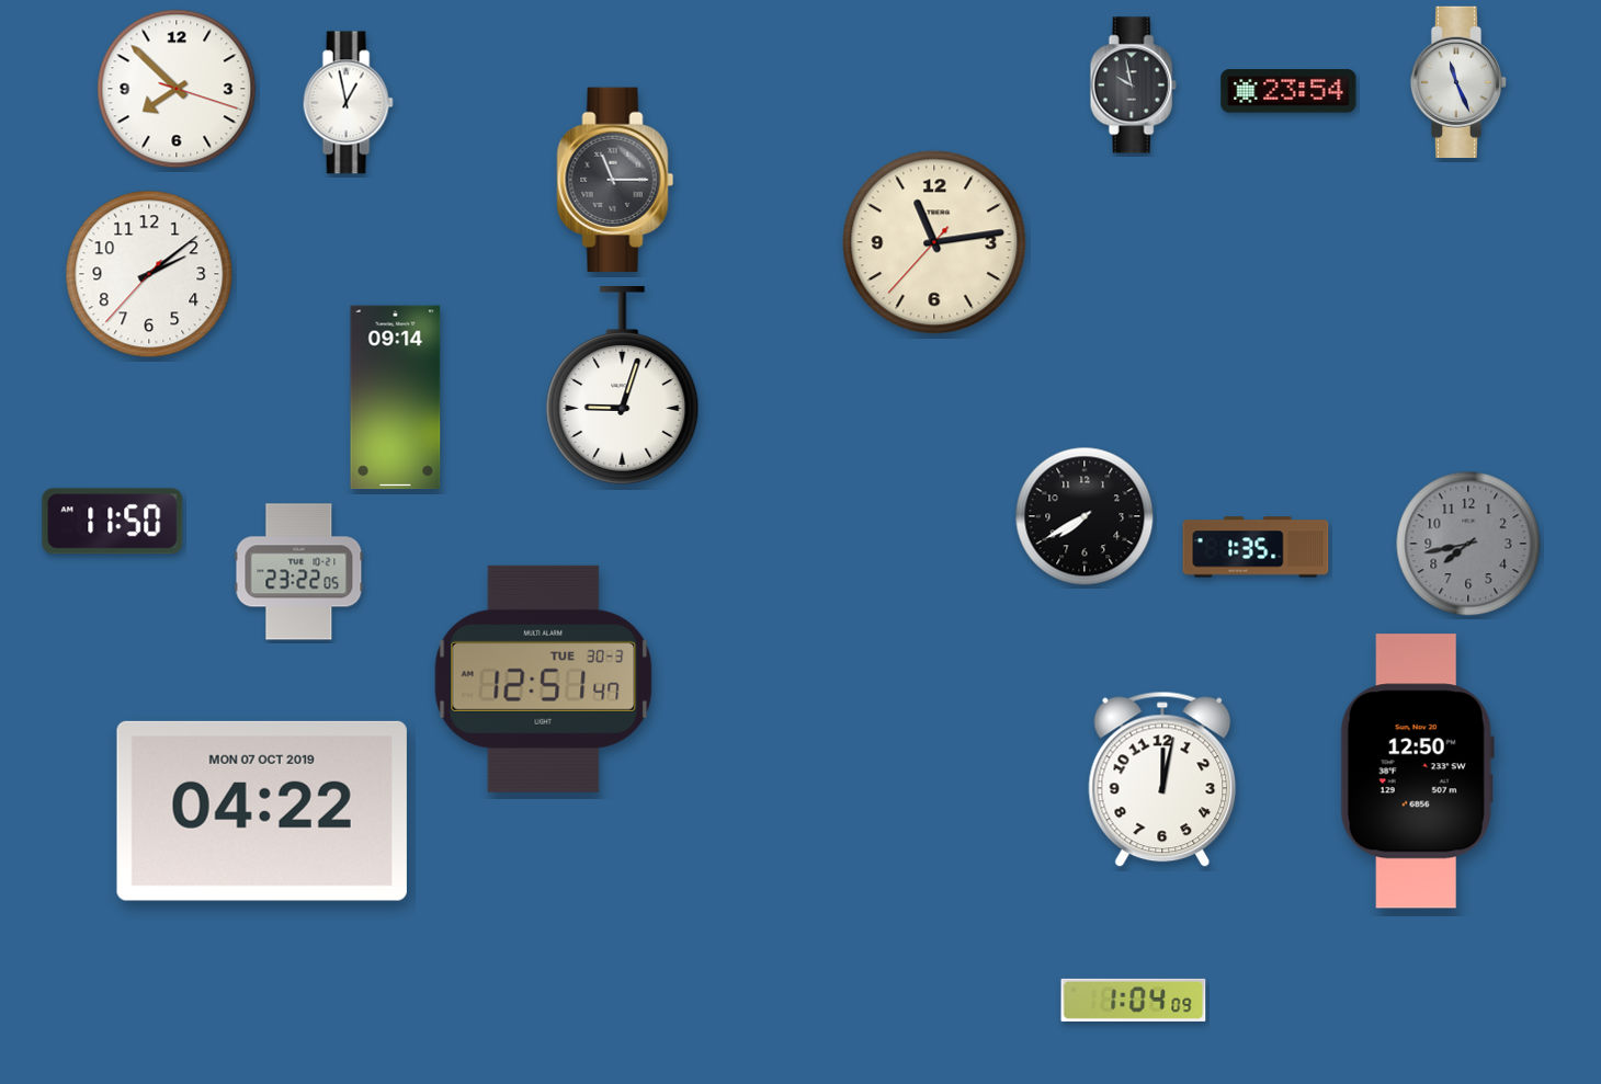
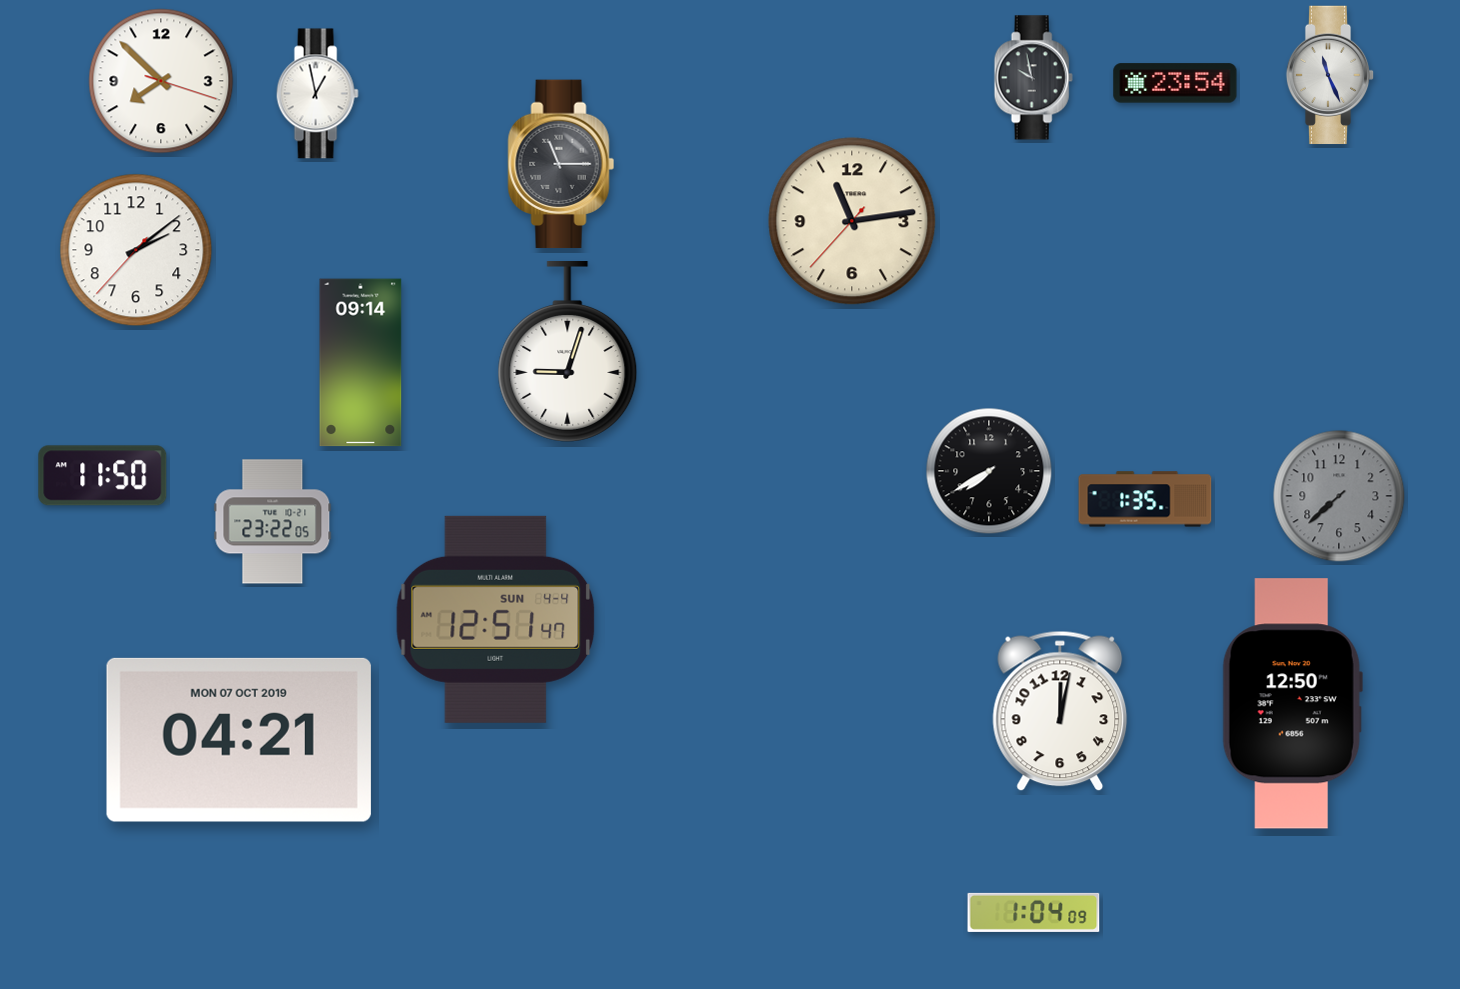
clock at (1468, 544): 7:43 -> 7:38
clock at (544, 678) date: TUE 30-3 -> SUN 4-4
clock at (262, 811): 04:22 -> 04:21
